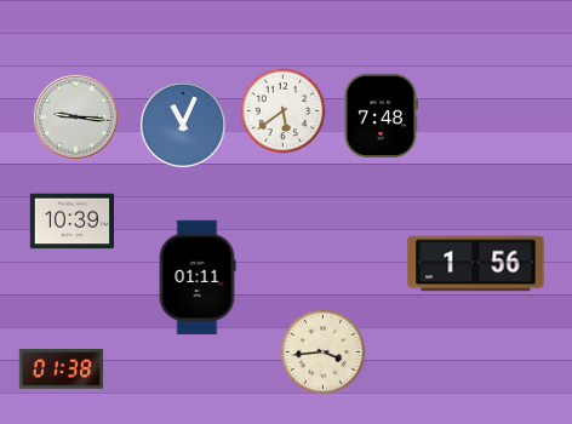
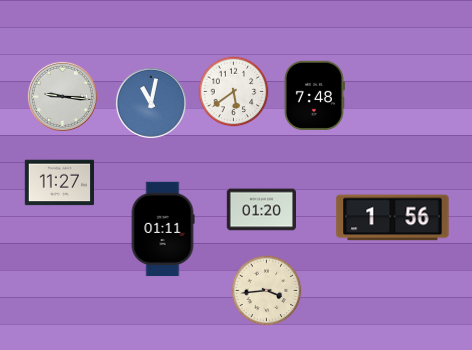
clock at (183, 125): 11:04 -> 11:02
clock at (71, 222): 10:39 -> 11:27
clock at (261, 210): none -> 01:20
clock at (62, 369): 01:38 -> none
